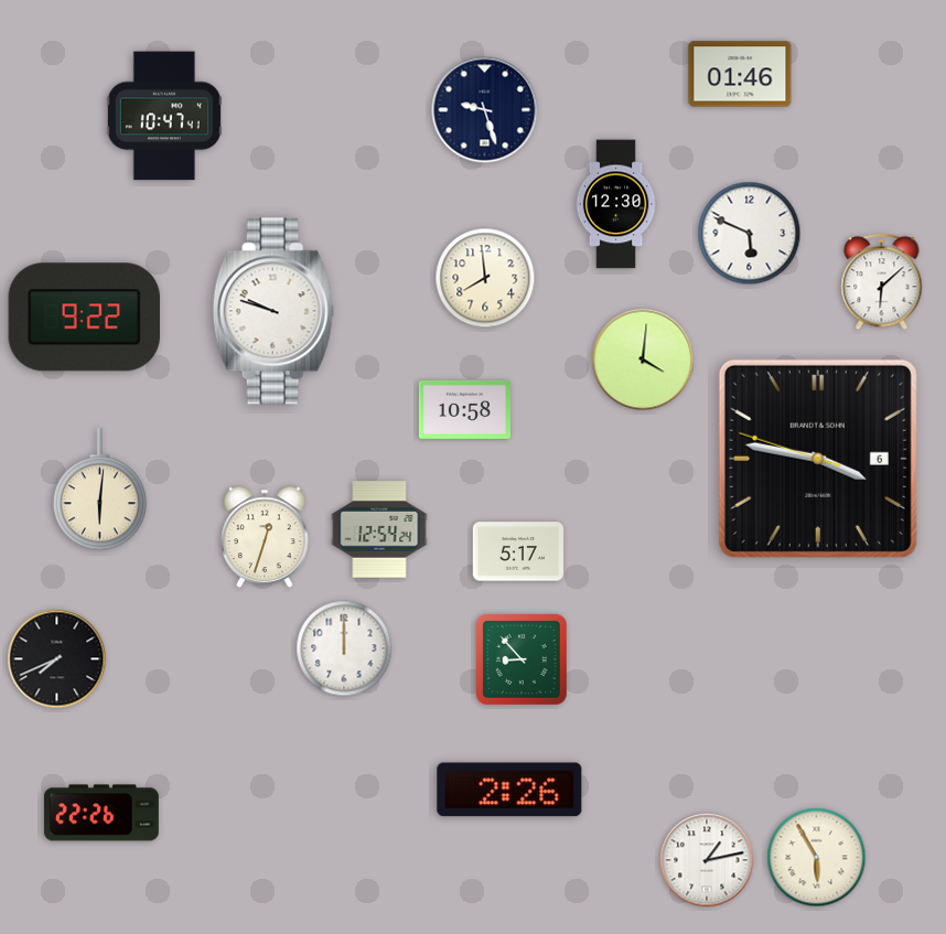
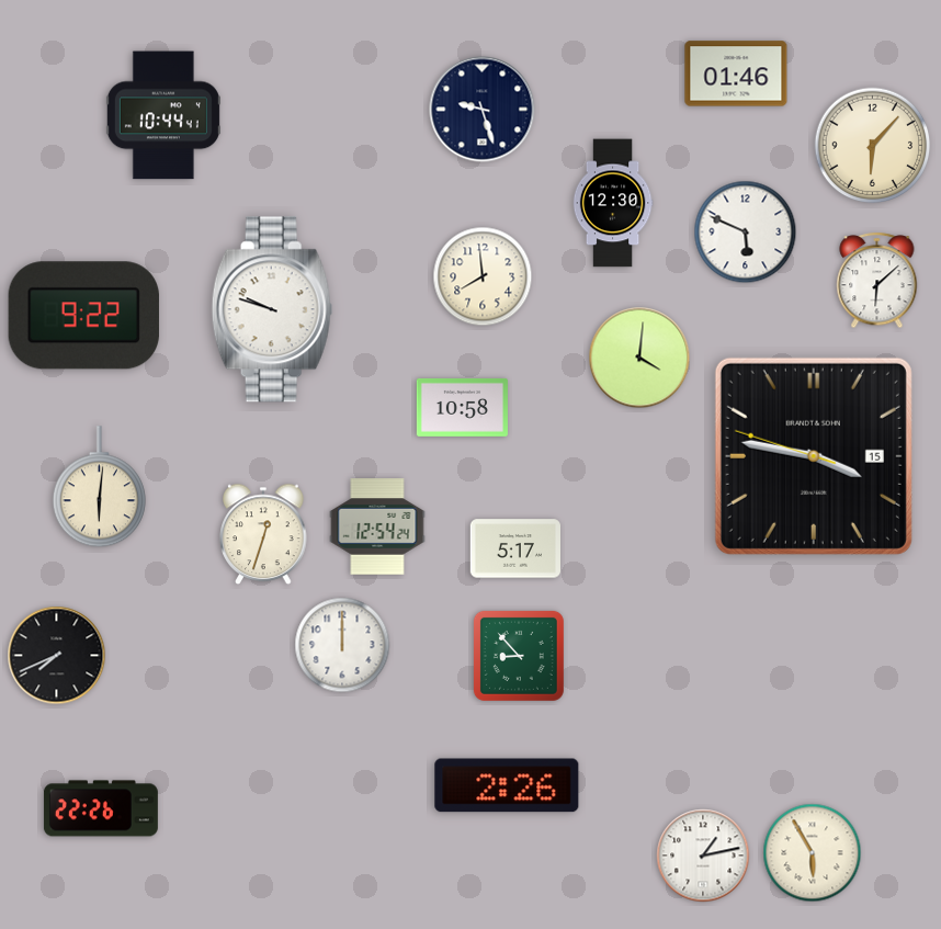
clock at (164, 116): 10:47 -> 10:44
clock at (873, 146): none -> 6:07
clock at (818, 459) date: 6 -> 15
